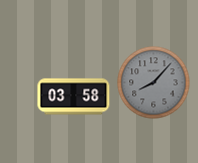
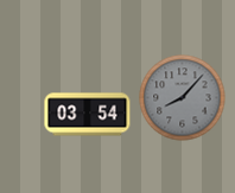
clock at (74, 97): 03:58 -> 03:54
